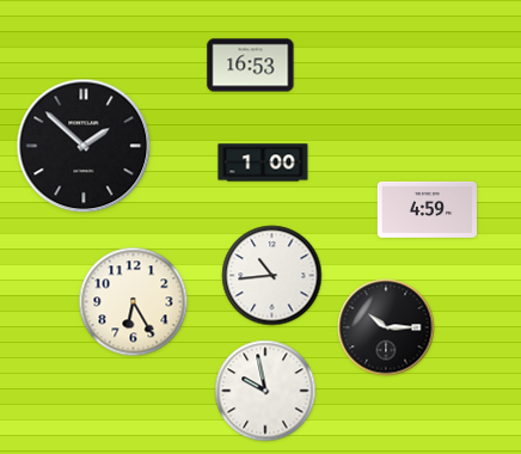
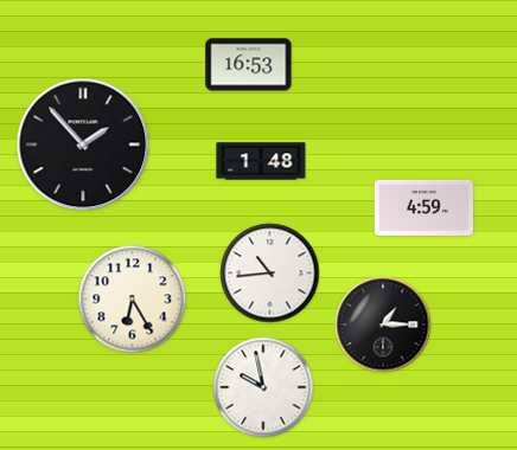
clock at (84, 146): 1:52 -> 1:53
clock at (263, 162): 1:00 -> 1:48
clock at (386, 327): 10:15 -> 1:15
